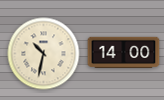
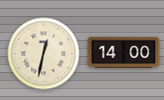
clock at (44, 54): 10:32 -> 12:32
